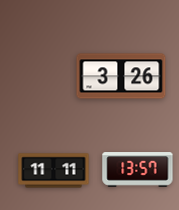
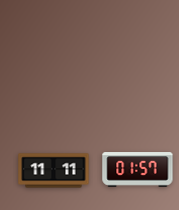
clock at (121, 76): 3:26 -> none
clock at (138, 170): 13:57 -> 01:57
